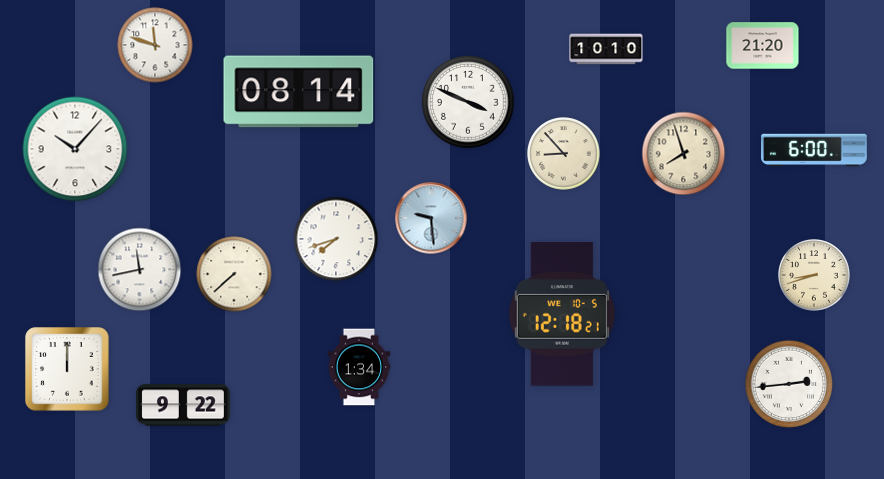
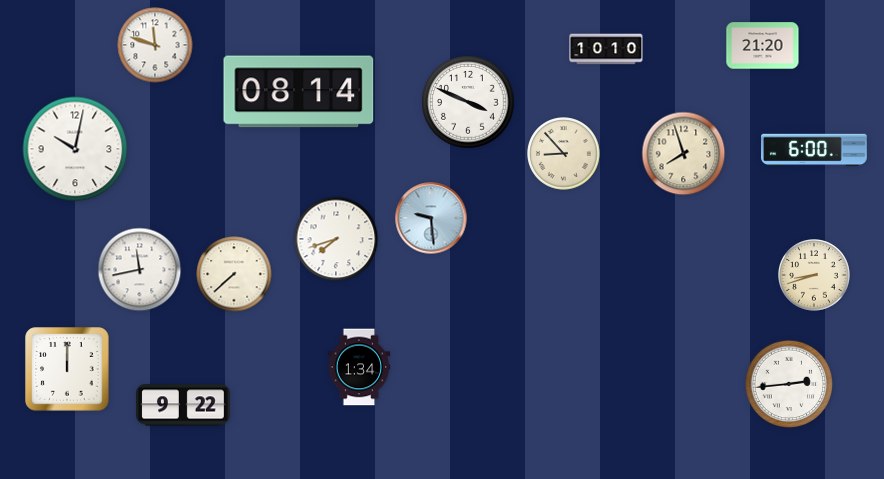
clock at (75, 149): 10:07 -> 10:02
clock at (562, 314): 12:18 -> none
